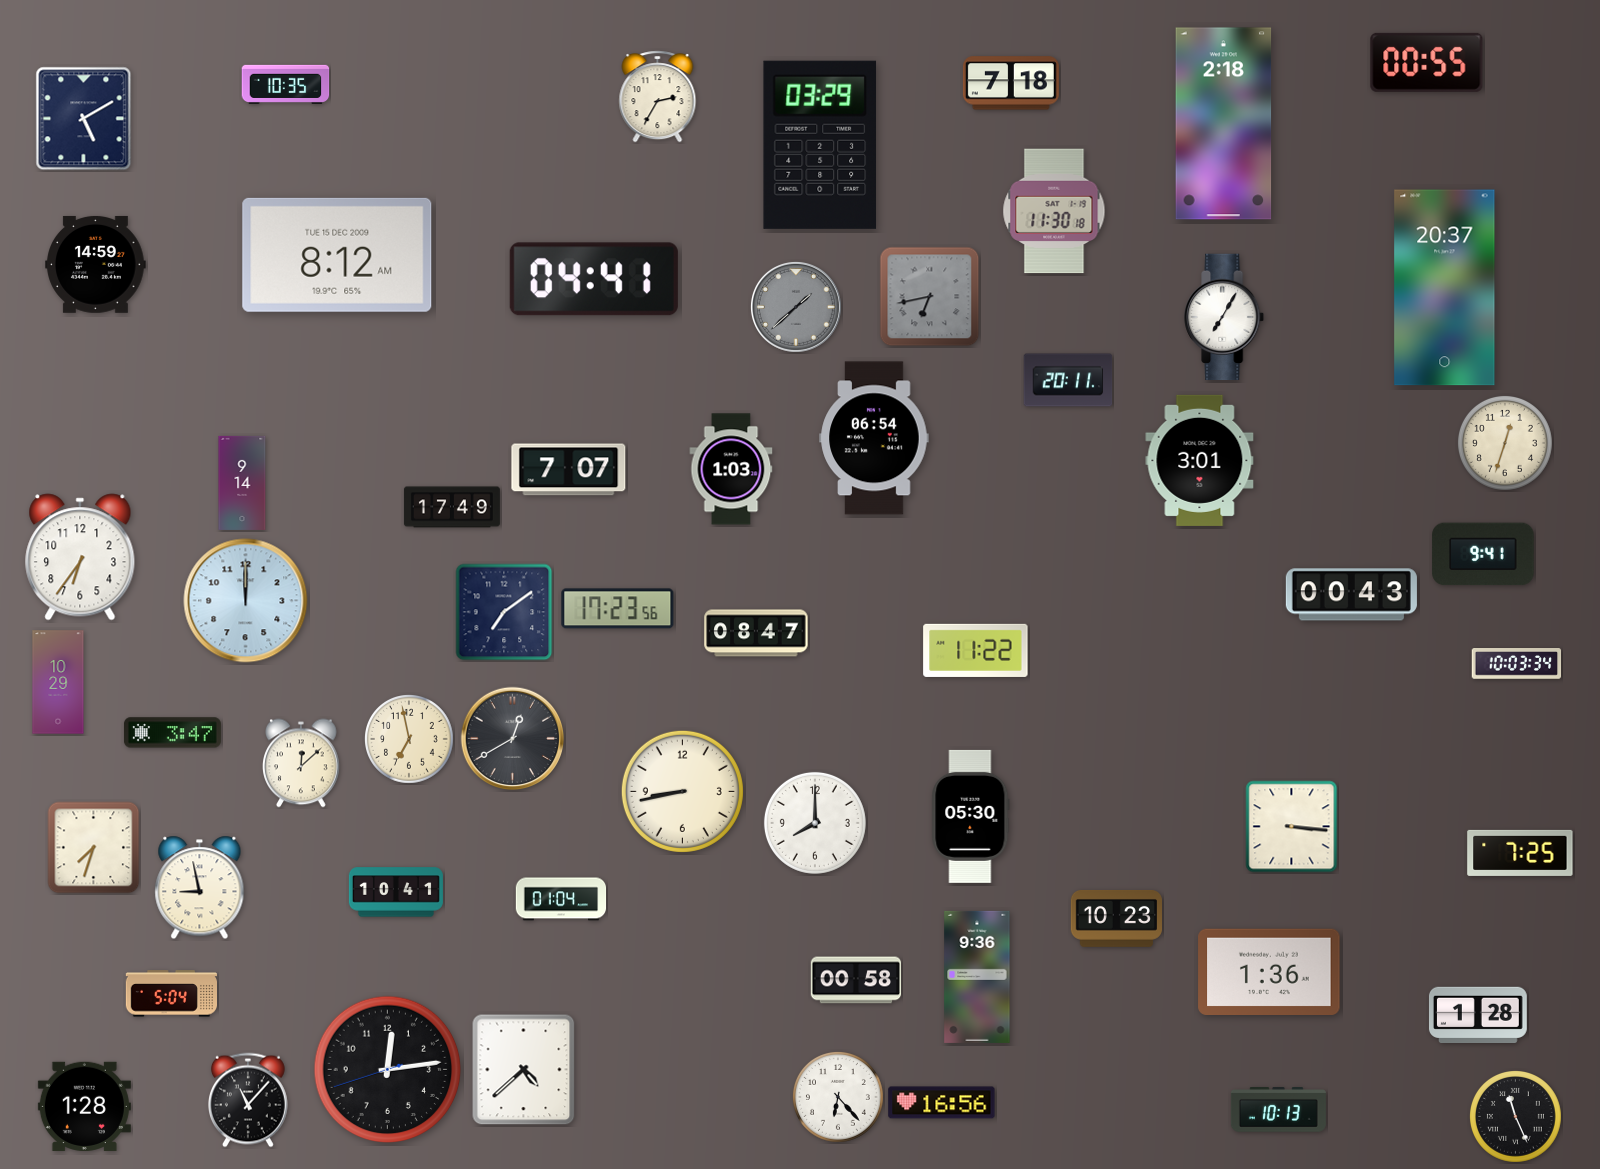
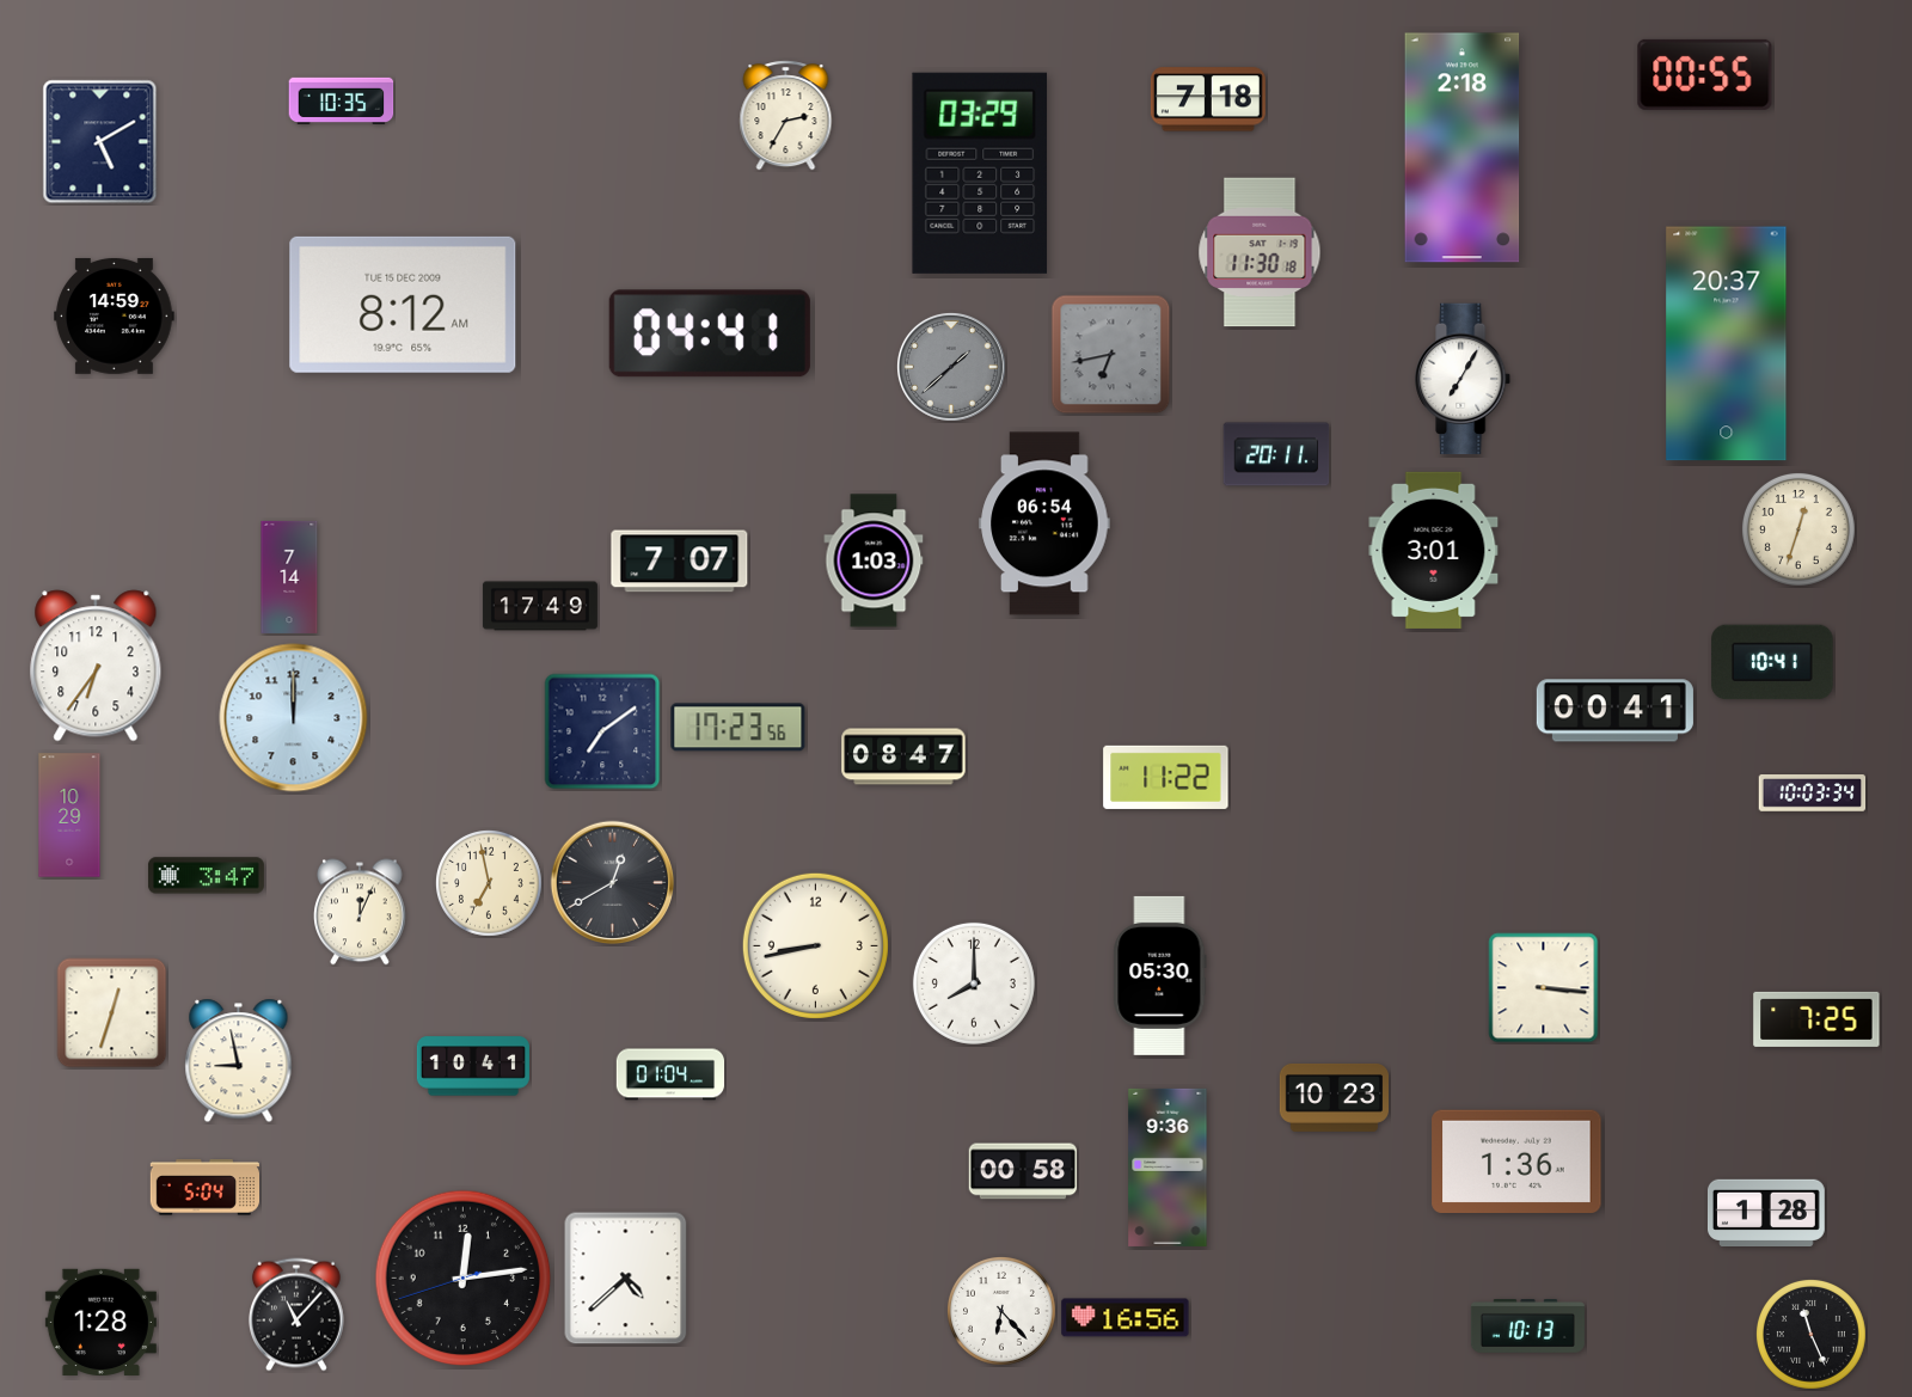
clock at (242, 483): 9:14 -> 7:14
clock at (1483, 554): 9:41 -> 10:41
clock at (1351, 595): 00:43 -> 00:41
clock at (302, 763): 12:08 -> 12:04
clock at (94, 848): 7:33 -> 12:33
